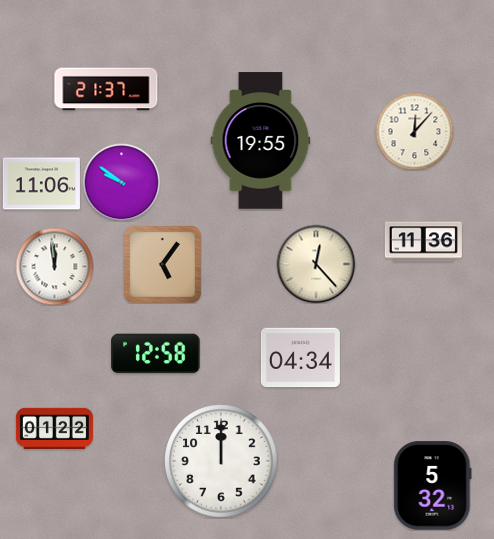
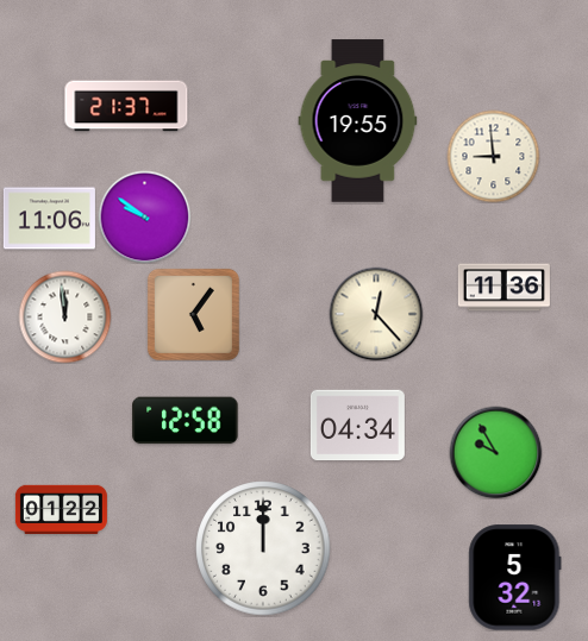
clock at (414, 131): 12:07 -> 8:59
clock at (261, 141) position: (261, 141) -> (358, 121)
clock at (495, 452): none -> 9:55
clock at (54, 428) position: (54, 428) -> (61, 509)
